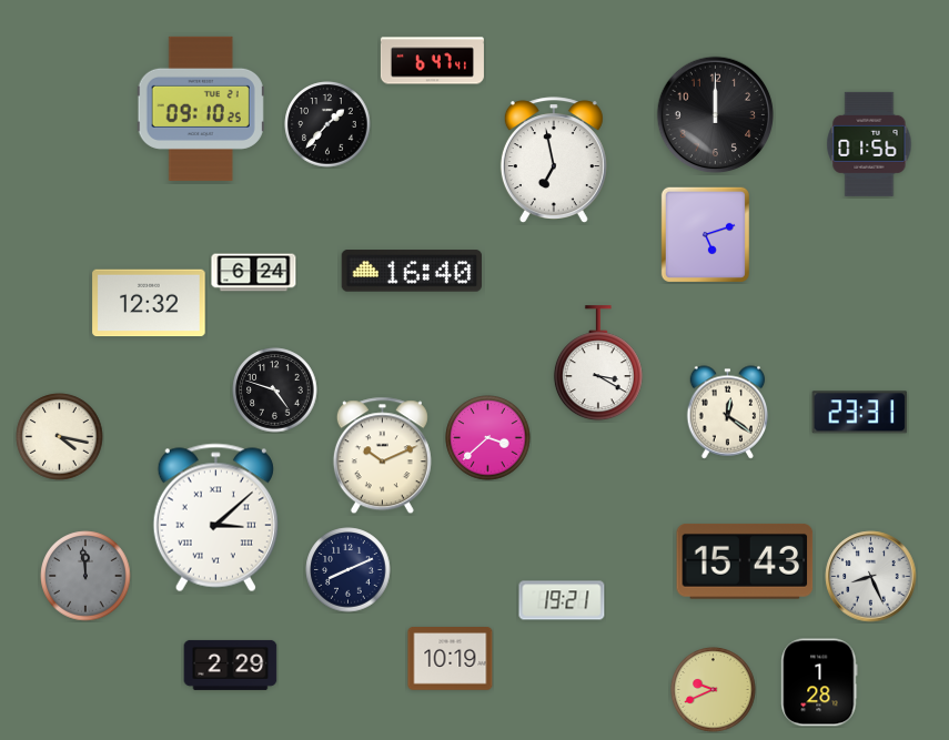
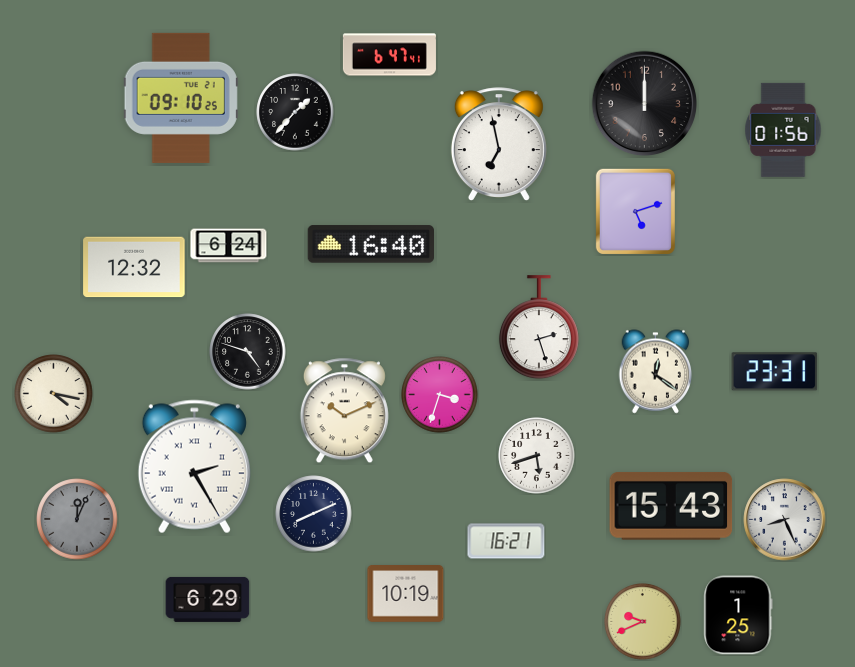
clock at (149, 303) position: (149, 303) -> (134, 267)
clock at (598, 364): 3:20 -> 2:27
clock at (488, 438): 3:38 -> 3:33
clock at (537, 456): none -> 5:42
clock at (215, 518): 3:08 -> 2:25
clock at (85, 576): 11:59 -> 12:04
clock at (562, 600): 19:21 -> 16:21
clock at (231, 665): 2:29 -> 6:29
clock at (819, 682): 1:28 -> 1:25
